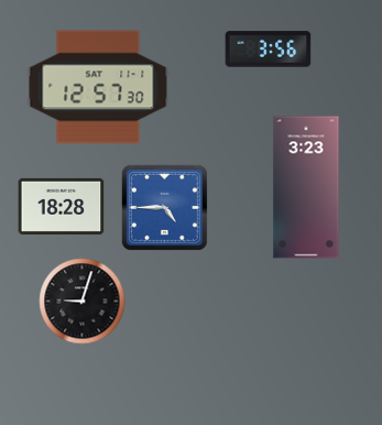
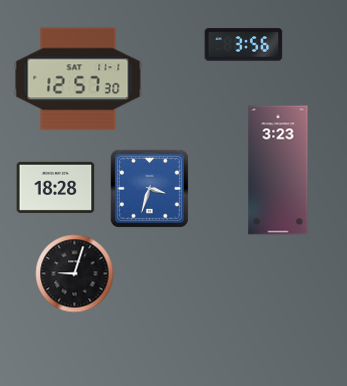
clock at (98, 87) position: (98, 87) -> (78, 79)
clock at (164, 207): 4:45 -> 3:33
